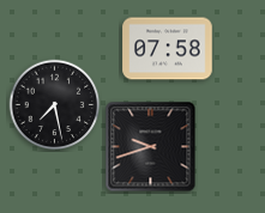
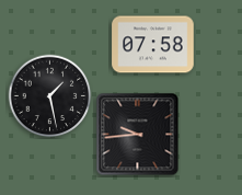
clock at (55, 105): 7:28 -> 1:28
clock at (151, 147): 9:42 -> 9:44
